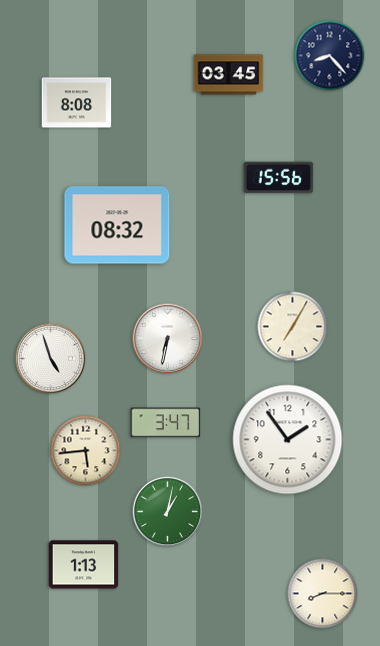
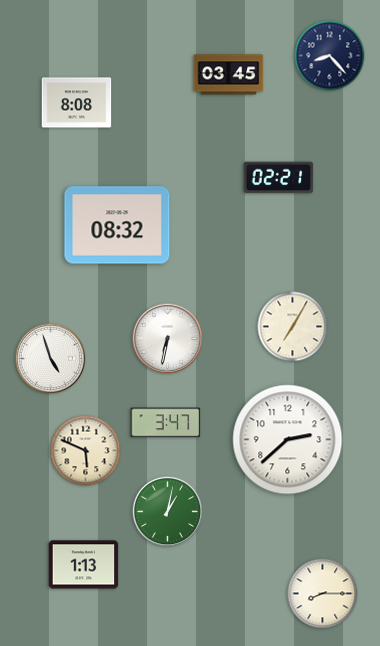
clock at (279, 178): 15:56 -> 02:21
clock at (288, 440): 1:54 -> 2:38
clock at (86, 451): 5:44 -> 5:49
